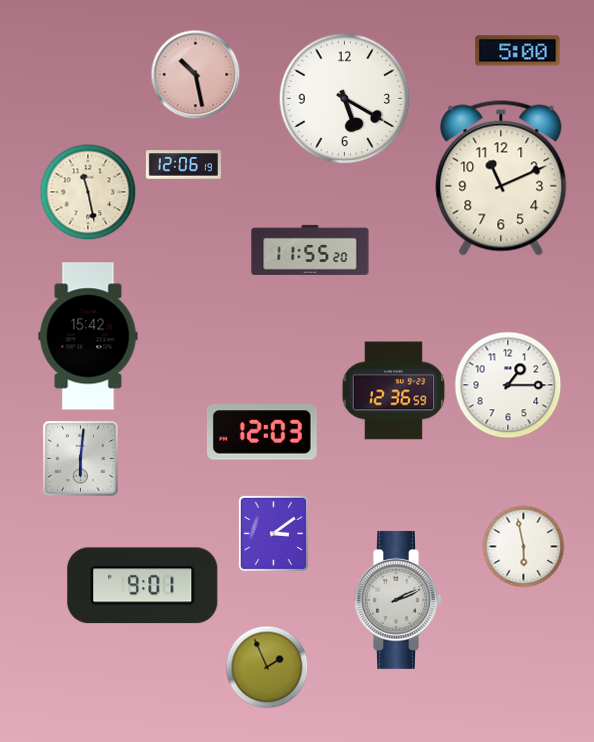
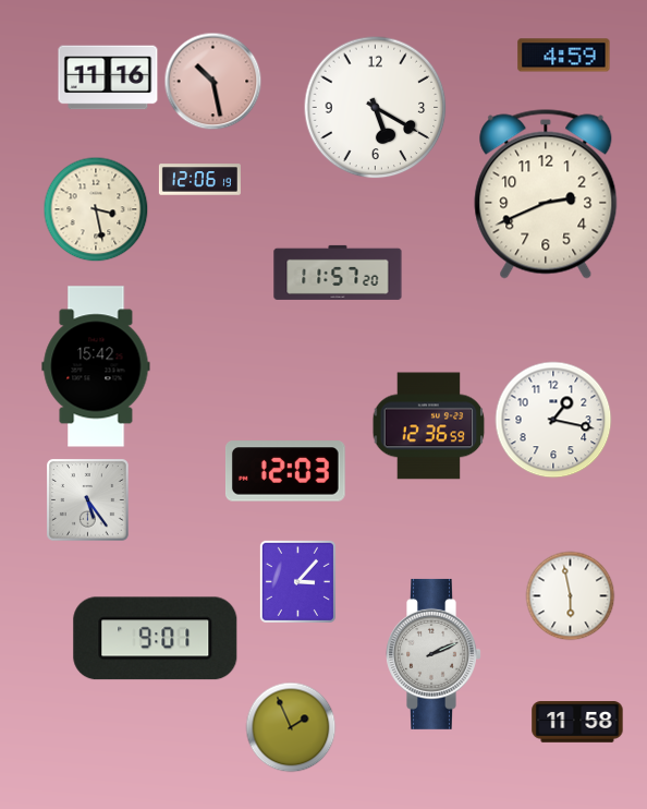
clock at (518, 51): 5:00 -> 4:59
clock at (108, 77): none -> 11:16
clock at (501, 178): 11:11 -> 2:41
clock at (88, 192): 11:28 -> 3:28
clock at (310, 250): 11:55 -> 11:57
clock at (508, 385): 1:15 -> 1:17
clock at (81, 459): 6:01 -> 5:24
clock at (273, 533): 3:09 -> 3:07
clock at (577, 722): none -> 11:58
